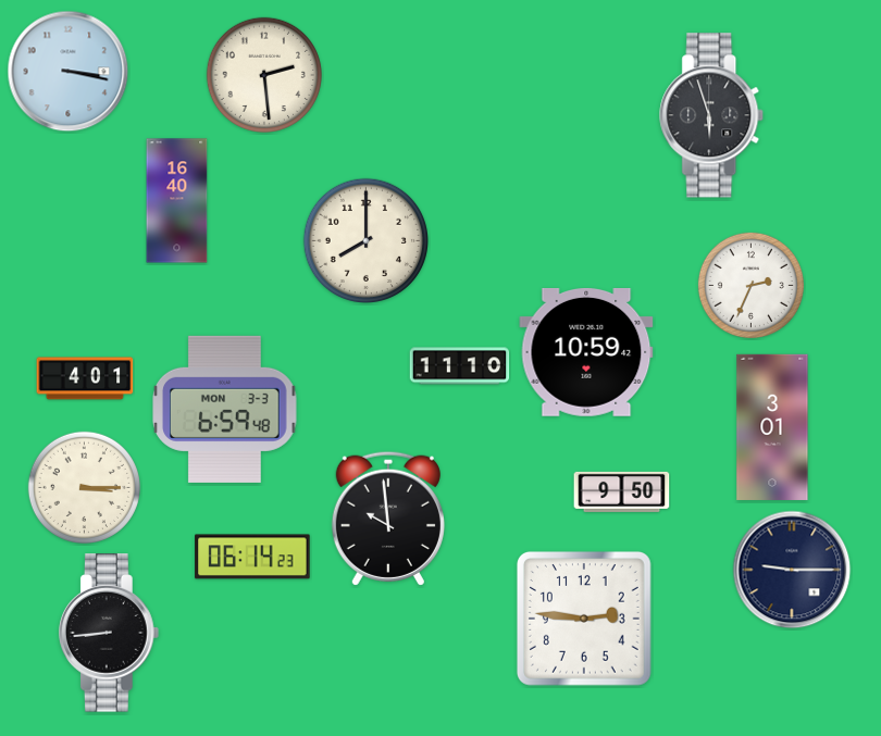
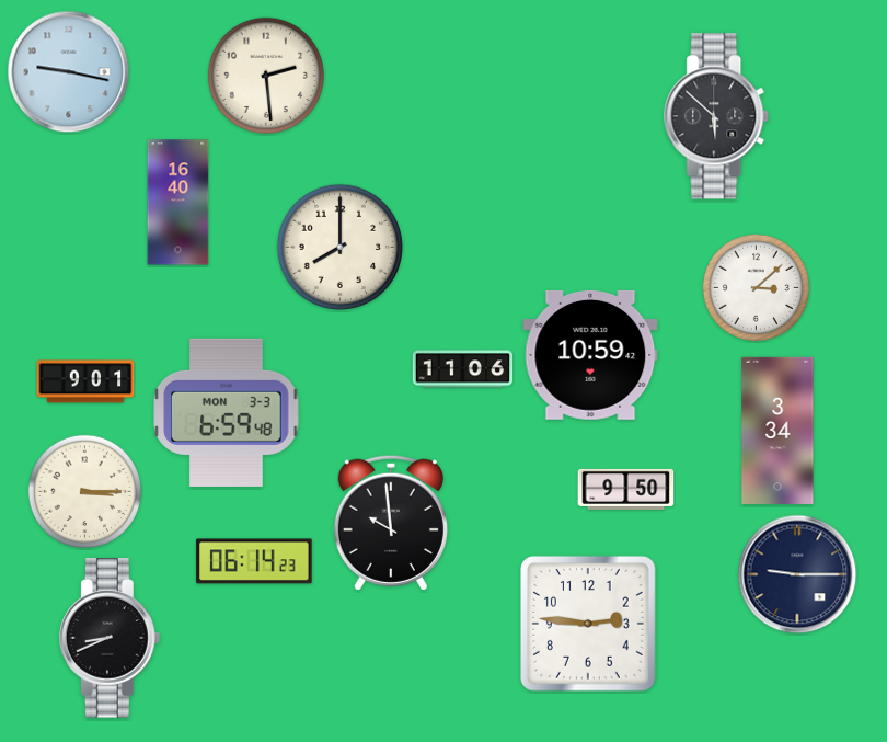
clock at (69, 72): 3:17 -> 9:17
clock at (712, 115): 5:57 -> 5:52
clock at (365, 240) position: (365, 240) -> (339, 247)
clock at (750, 285): 2:34 -> 3:08
clock at (460, 366): 11:10 -> 11:06
clock at (85, 378): 4:01 -> 9:01
clock at (772, 427): 3:01 -> 3:34
clock at (622, 491) position: (622, 491) -> (626, 489)
clock at (110, 633): 8:44 -> 8:41
